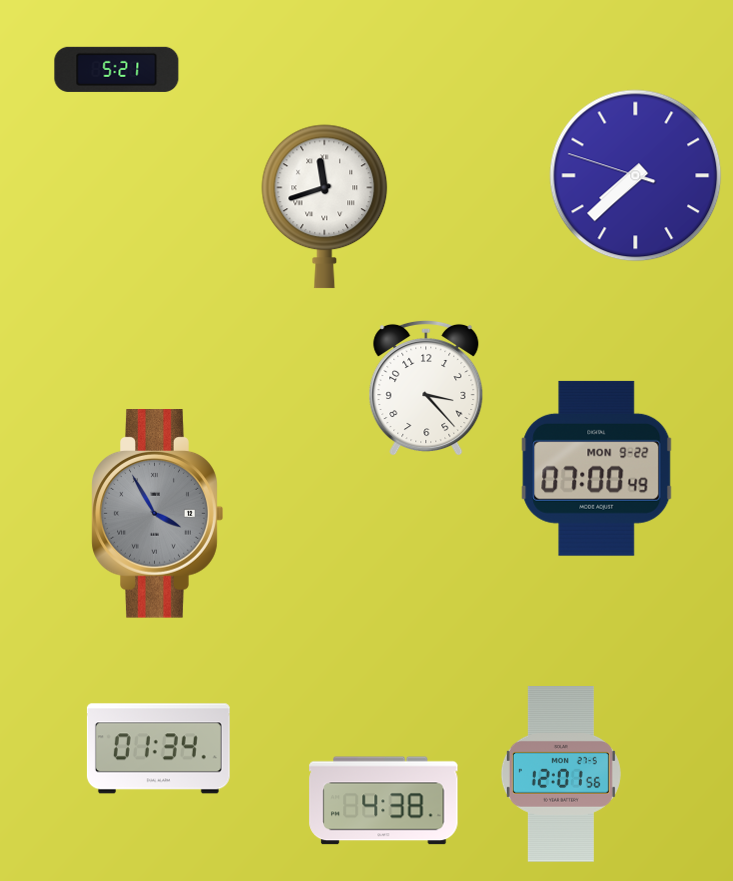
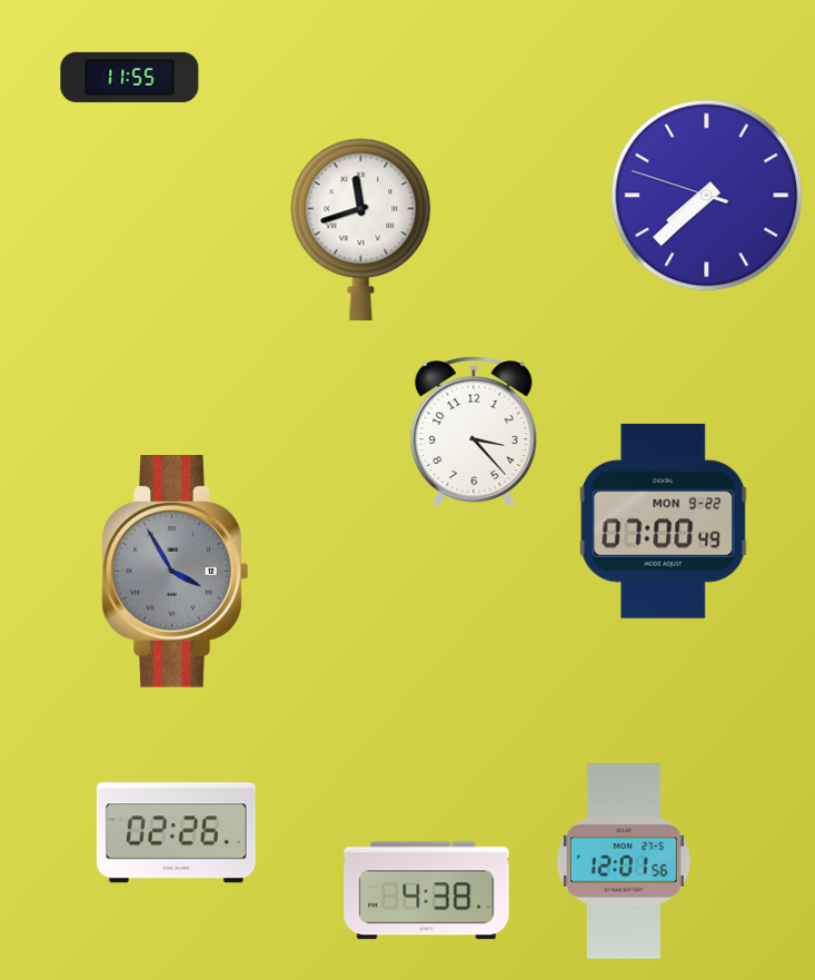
clock at (117, 69): 5:21 -> 11:55
clock at (158, 749): 01:34 -> 02:26
